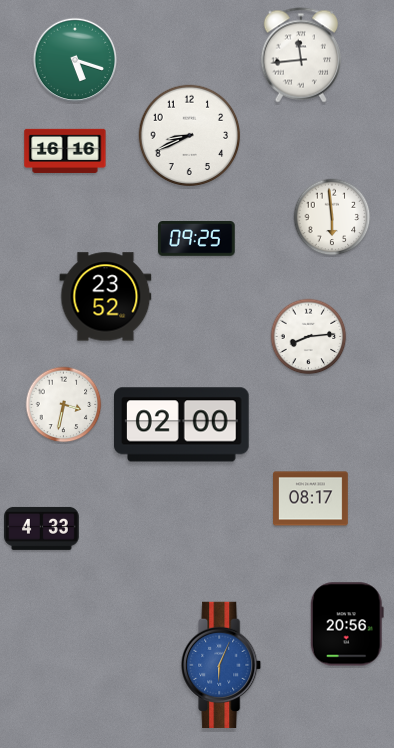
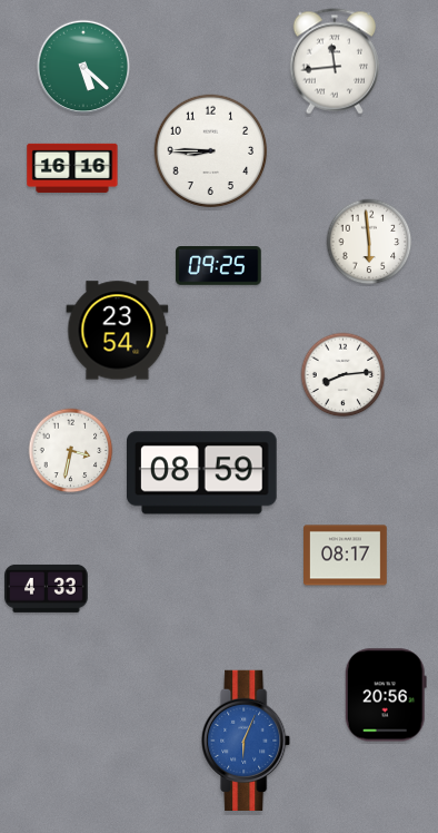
clock at (75, 60): 5:18 -> 5:22
clock at (190, 136): 8:41 -> 8:45
clock at (106, 297): 23:52 -> 23:54
clock at (182, 425): 02:00 -> 08:59
